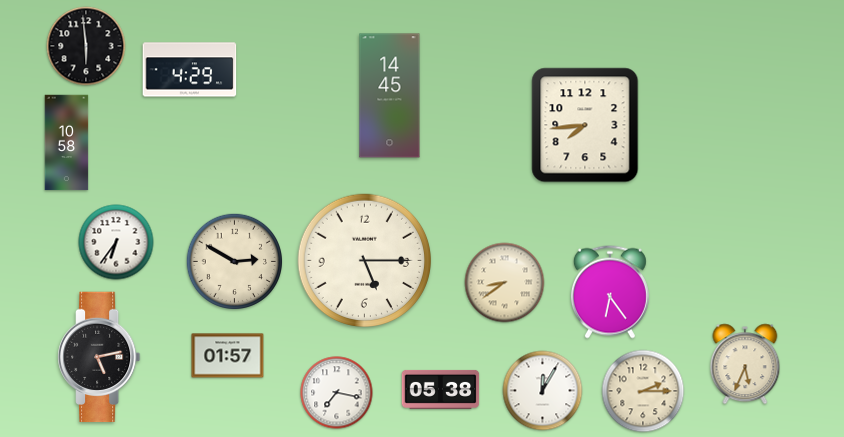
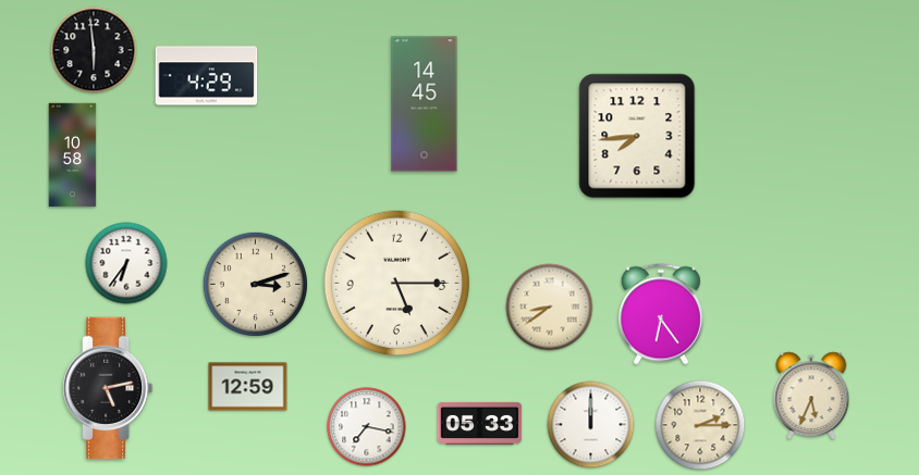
clock at (234, 261): 2:50 -> 3:12
clock at (610, 292) position: (610, 292) -> (661, 314)
clock at (228, 356): 01:57 -> 12:59
clock at (441, 389): 05:38 -> 05:33
clock at (543, 391): 12:05 -> 12:00
